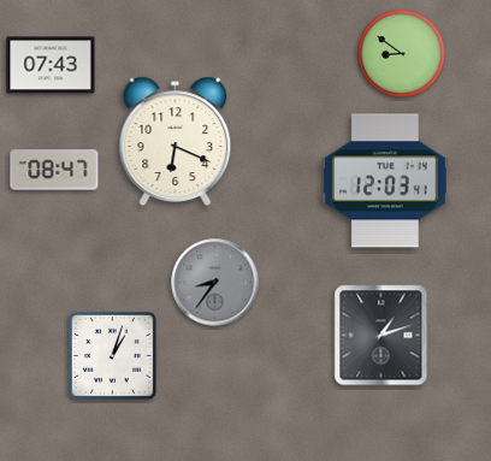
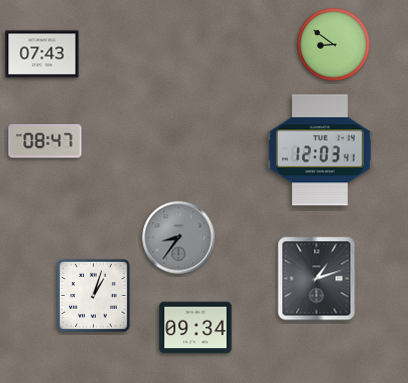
clock at (176, 141): 6:19 -> none
clock at (215, 283) position: (215, 283) -> (179, 238)
clock at (196, 328): none -> 09:34
